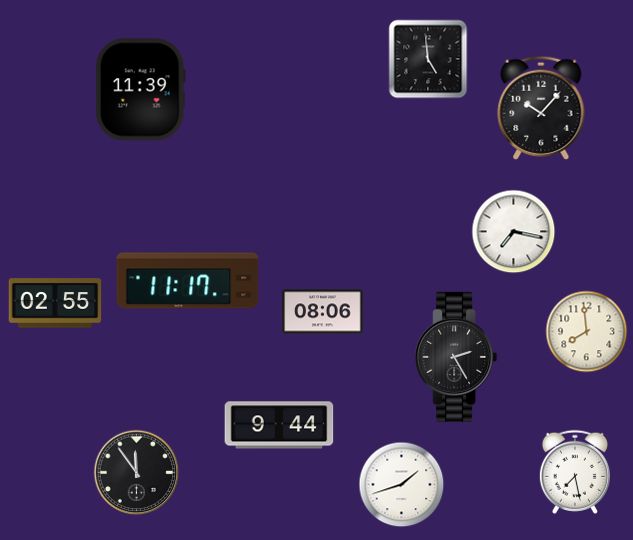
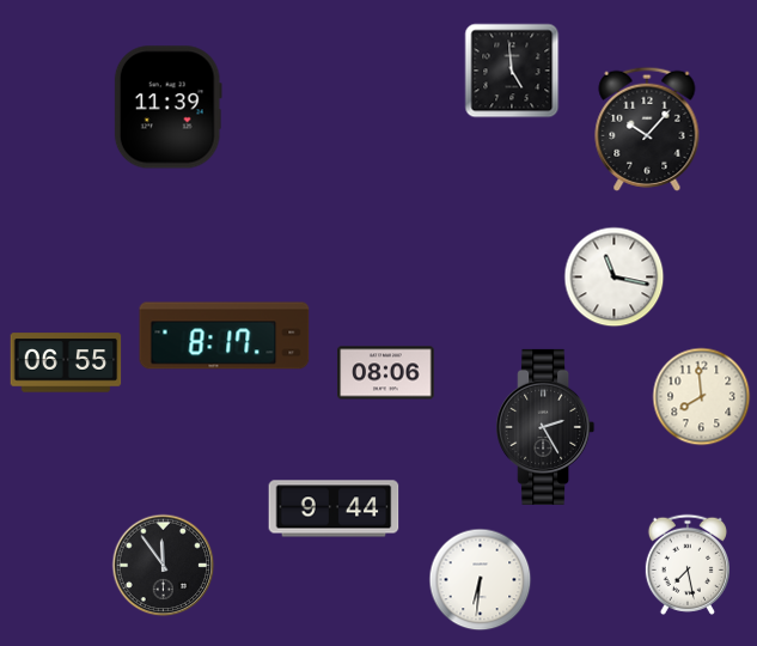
clock at (514, 232): 7:17 -> 11:17
clock at (188, 281): 11:17 -> 8:17
clock at (55, 303): 02:55 -> 06:55
clock at (402, 485): 1:42 -> 6:31
